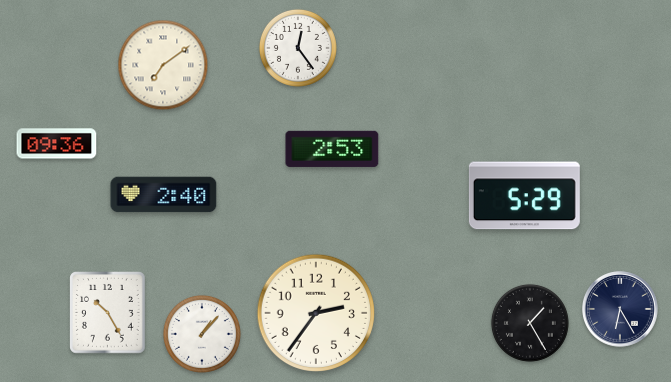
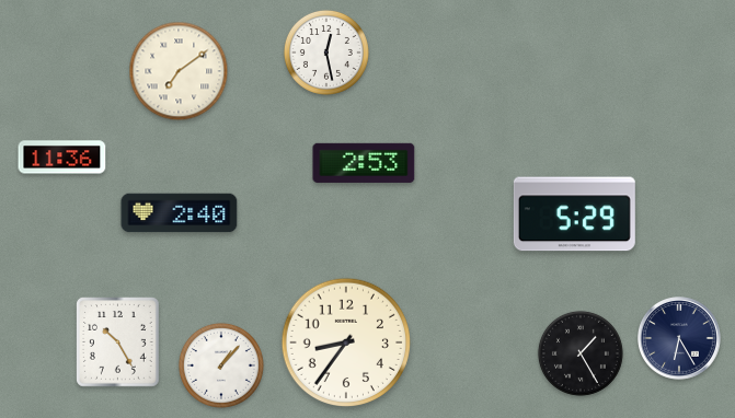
clock at (298, 48): 12:24 -> 12:28
clock at (57, 144): 09:36 -> 11:36
clock at (316, 313): 2:36 -> 8:36
